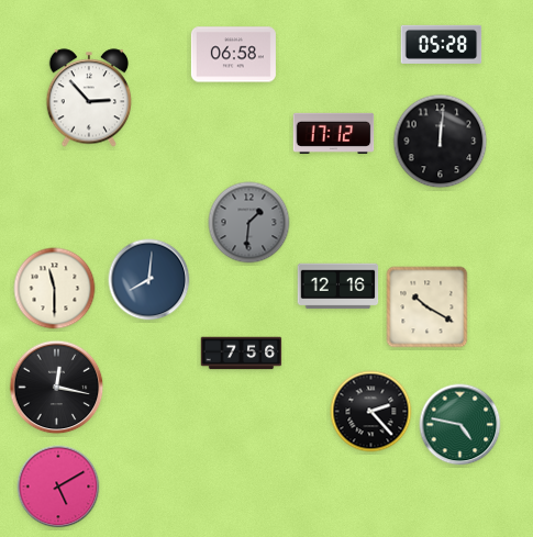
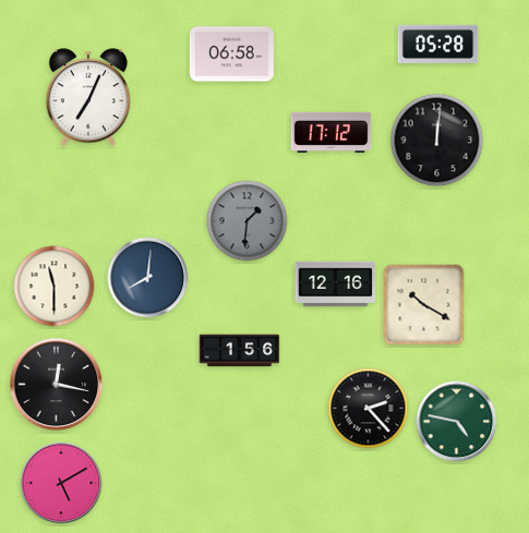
clock at (89, 98): 2:53 -> 7:04
clock at (242, 354): 7:56 -> 1:56
clock at (58, 486) position: (58, 486) -> (61, 483)
